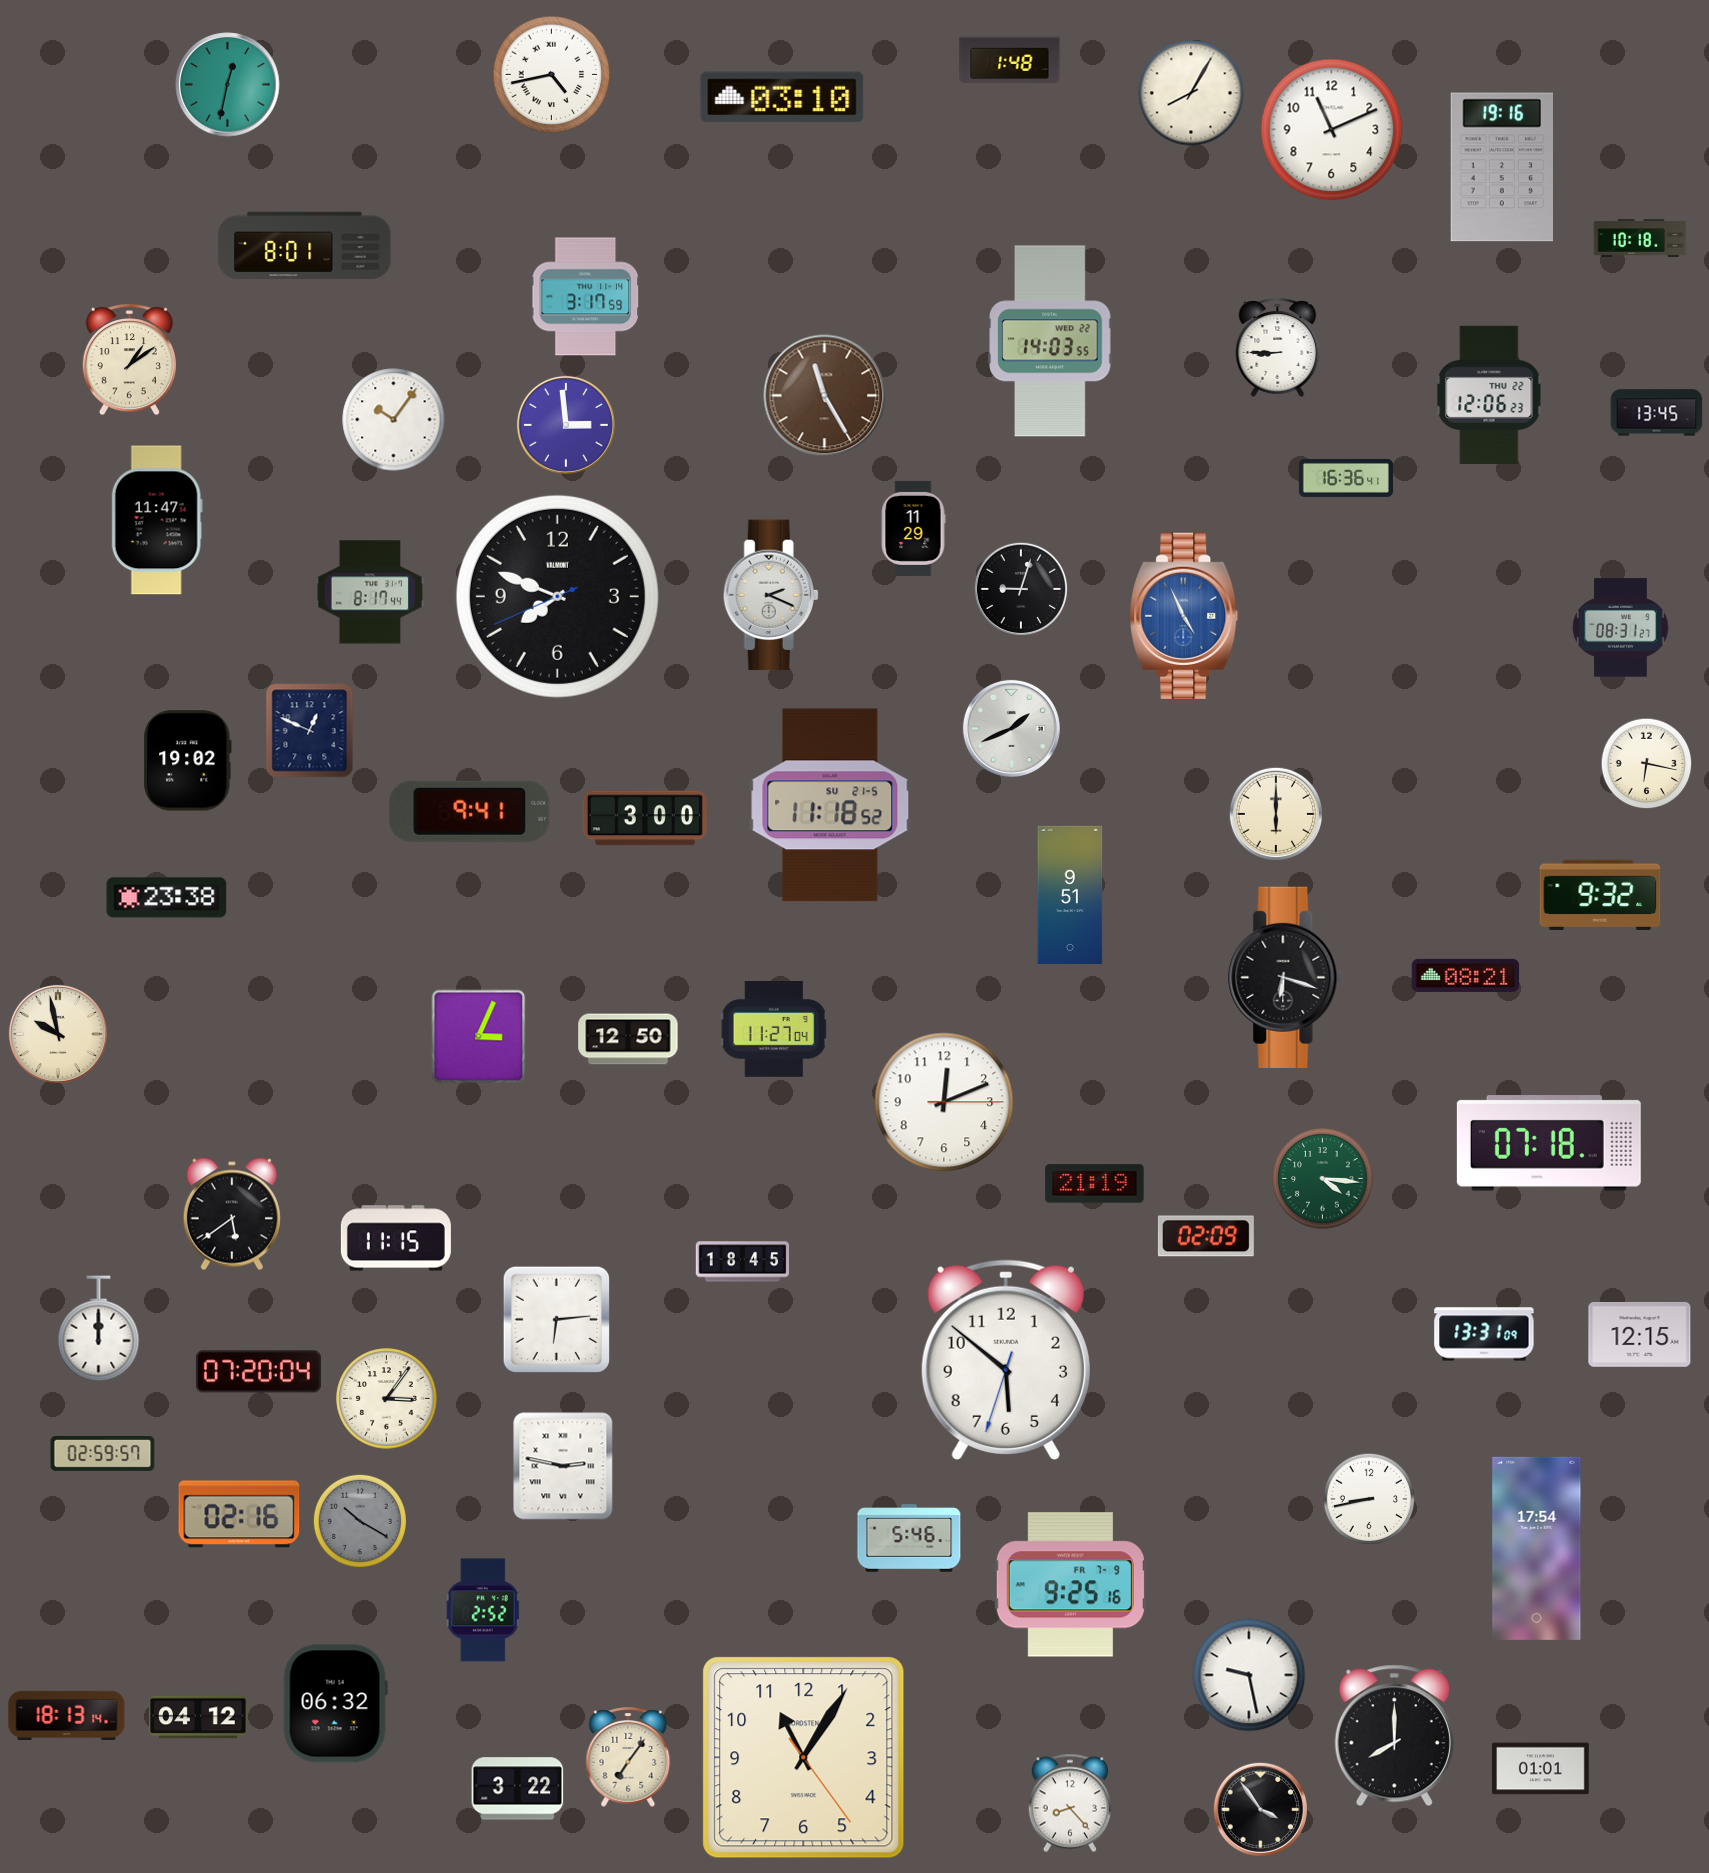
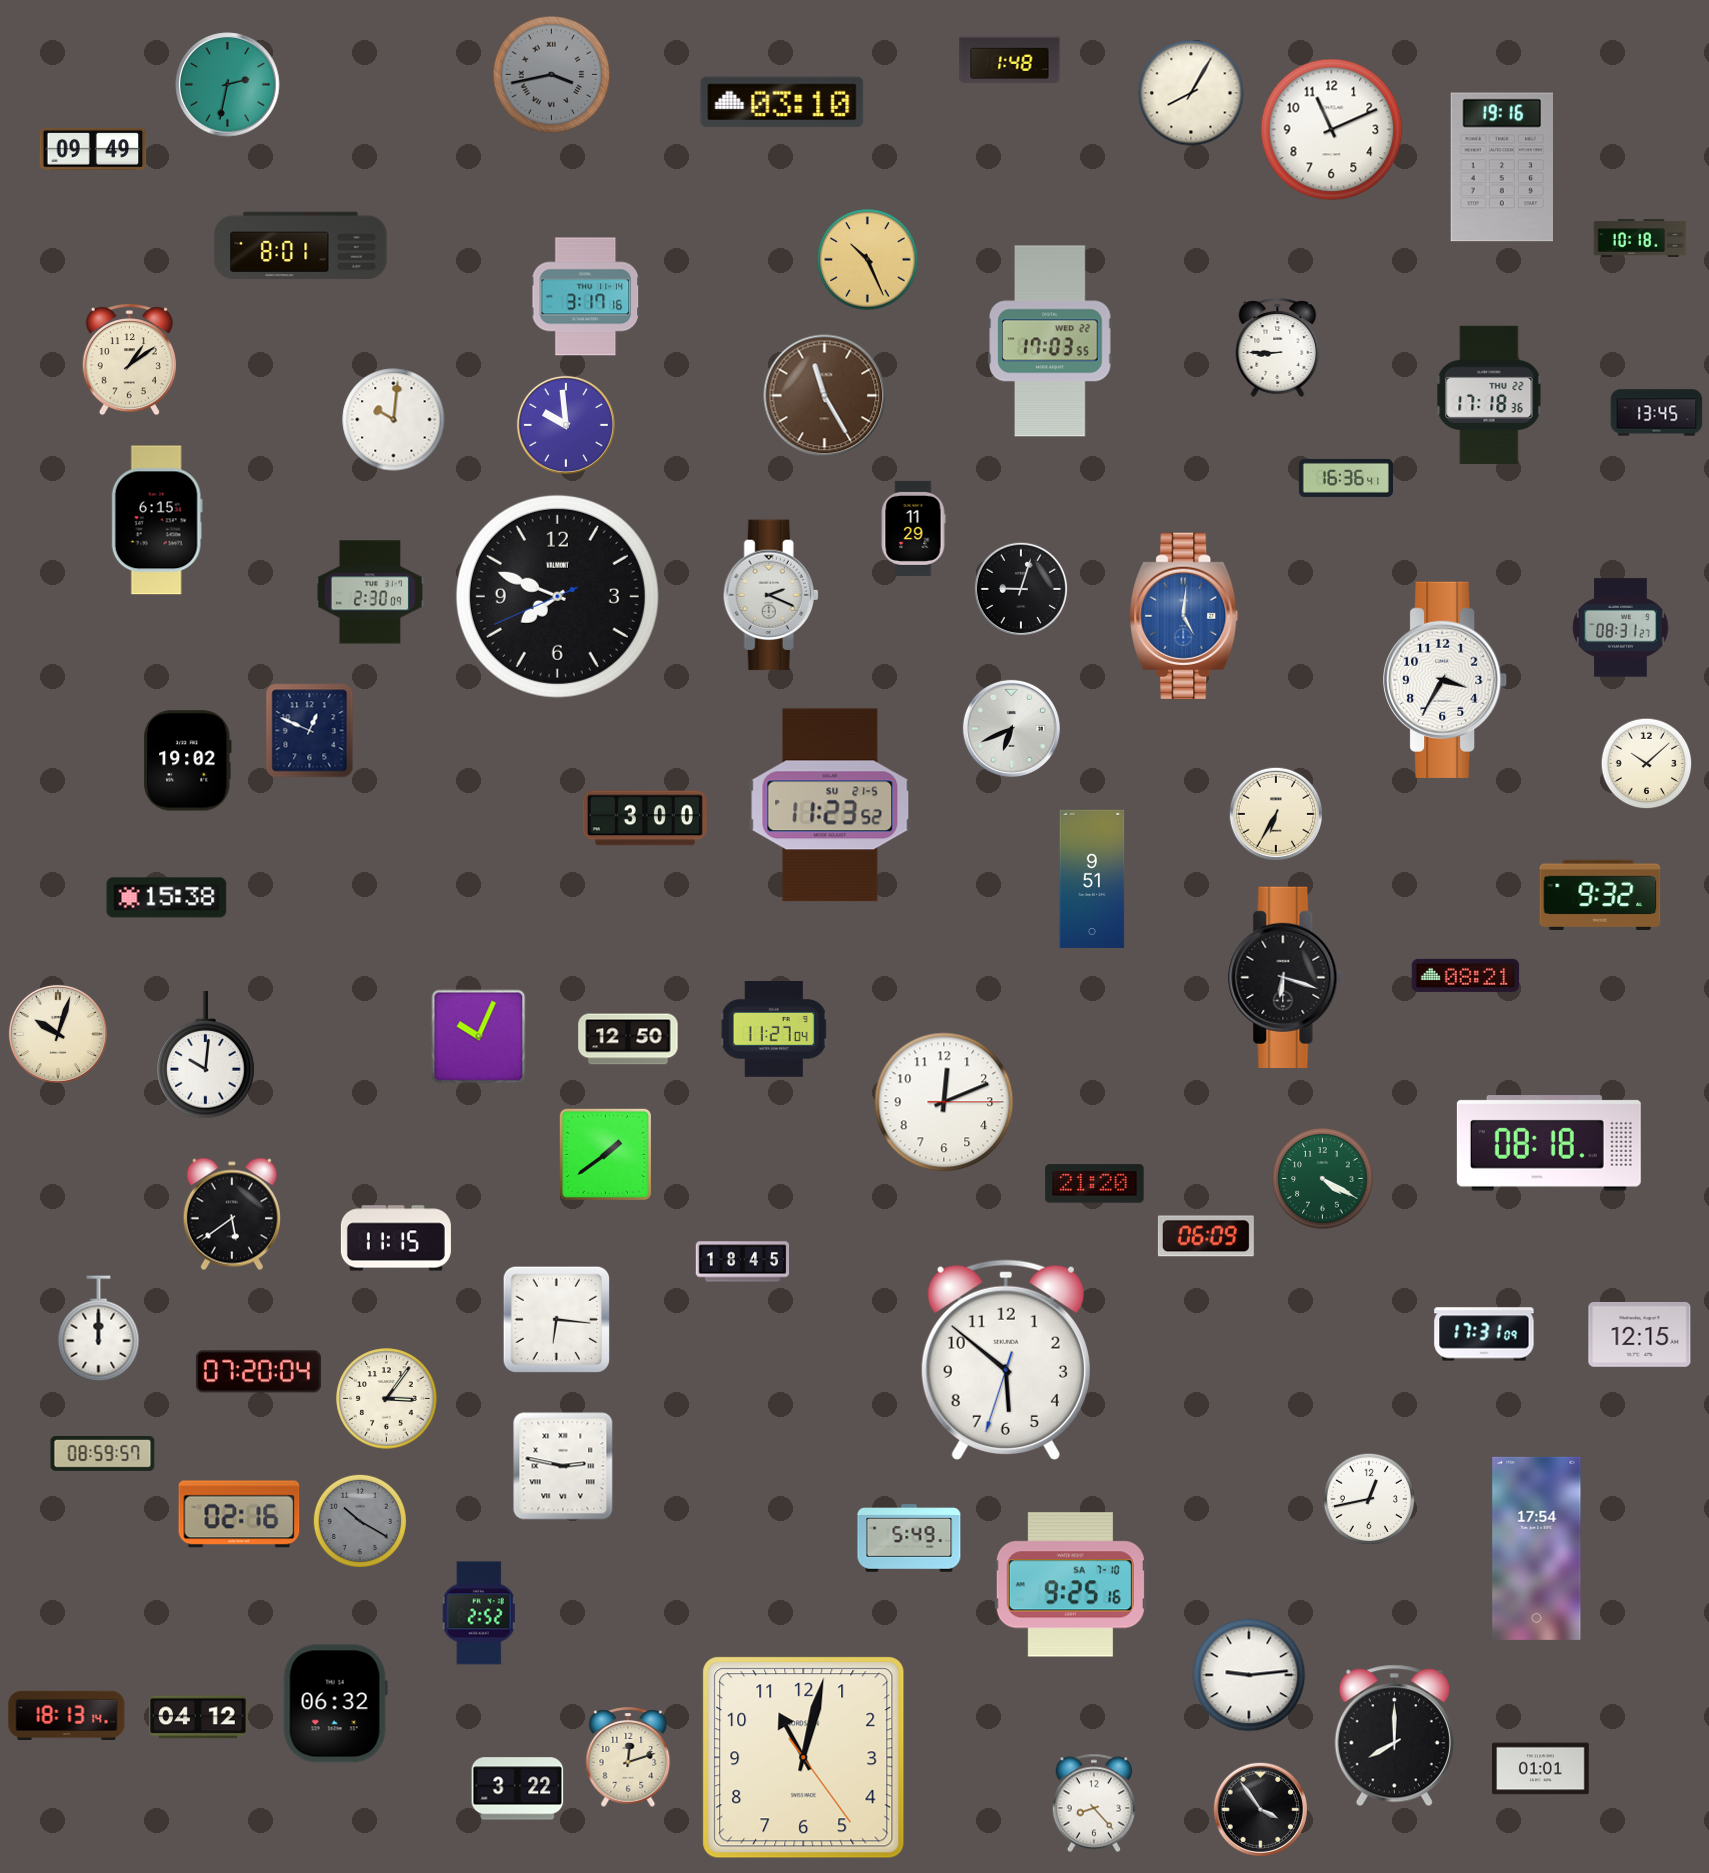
clock at (552, 75): 4:43 -> 3:43
clock at (552, 75) dial: white -> grey
clock at (228, 85): 12:32 -> 2:32
clock at (782, 97) position: (782, 97) -> (782, 102)
clock at (93, 149): none -> 09:49
clock at (305, 245) position: (305, 245) -> (301, 245)
clock at (868, 260): none -> 10:26
clock at (586, 297): 3:17:59 -> 3:17:16
clock at (1050, 341): 14:03 -> 17:03
clock at (1489, 395): 12:06 -> 17:18
clock at (394, 420): 10:06 -> 10:01
clock at (566, 425): 2:59 -> 9:59
clock at (157, 520): 11:47 -> 6:15
clock at (369, 592): 8:17 -> 2:30
clock at (1184, 615): 4:56 -> 5:01
clock at (1446, 680): none -> 3:35
clock at (1011, 728): 1:41 -> 6:41
clock at (1647, 764): 6:17 -> 10:08
clock at (830, 805): 11:18 -> 11:23
clock at (470, 811): 9:41 -> none
clock at (1275, 813): 6:00 -> 6:35
clock at (1070, 895) position: (1070, 895) -> (1092, 879)
clock at (167, 898): 23:38 -> 15:38
clock at (58, 1034): 9:58 -> 10:03
clock at (479, 1037): 3:04 -> 10:04
clock at (206, 1056): none -> 10:01
clock at (1549, 1143): 07:18 -> 08:18
clock at (605, 1154): none -> 1:39
clock at (1323, 1179): 4:16 -> 4:20
clock at (1095, 1184): 21:19 -> 21:20
clock at (1206, 1236): 02:09 -> 06:09
clock at (556, 1319): 6:14 -> 6:16
clock at (1484, 1334): 13:31 -> 17:31
clock at (103, 1453): 02:59 -> 08:59
clock at (1369, 1499): 8:43 -> 12:43
clock at (909, 1538): 5:46 -> 5:49
clock at (1070, 1585) date: FR 7-9 -> SA 7-10
clock at (483, 1610) position: (483, 1610) -> (479, 1613)
clock at (1249, 1675): 9:28 -> 9:14
clock at (628, 1757): 7:06 -> 12:12
clock at (804, 1758): 11:05 -> 11:02
clock at (1069, 1803) position: (1069, 1803) -> (1093, 1803)
